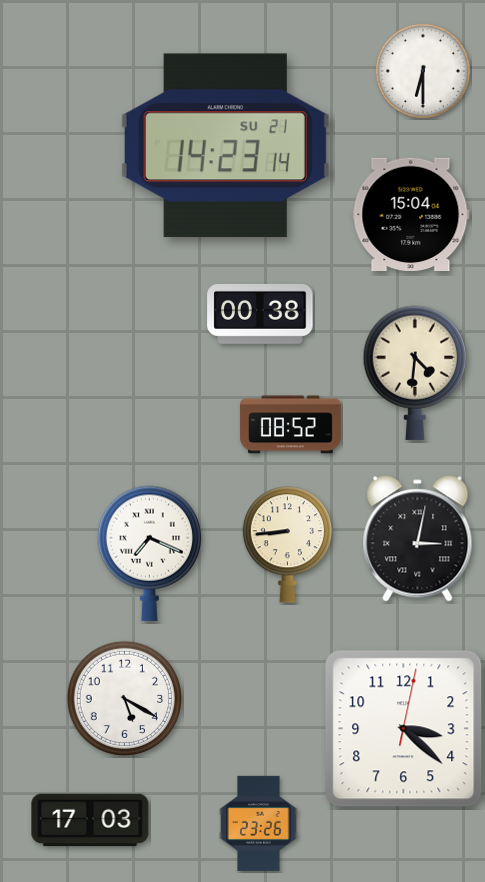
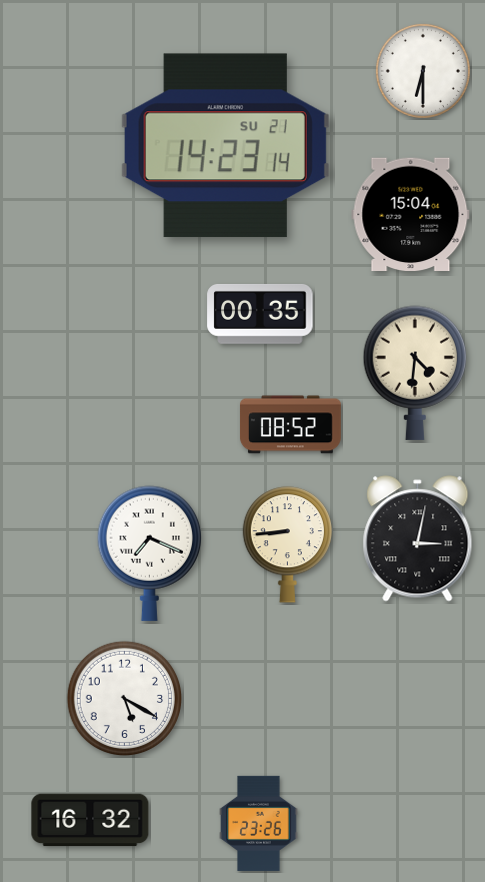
clock at (260, 314): 00:38 -> 00:35
clock at (404, 729): 3:22 -> none
clock at (90, 820): 17:03 -> 16:32
